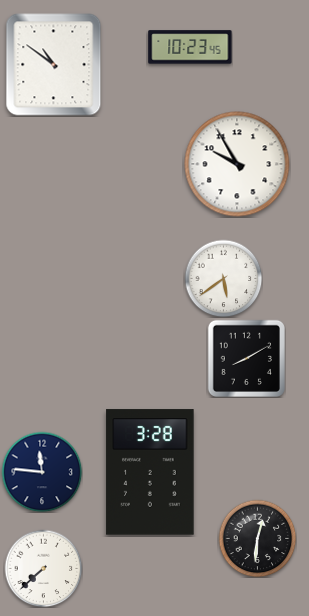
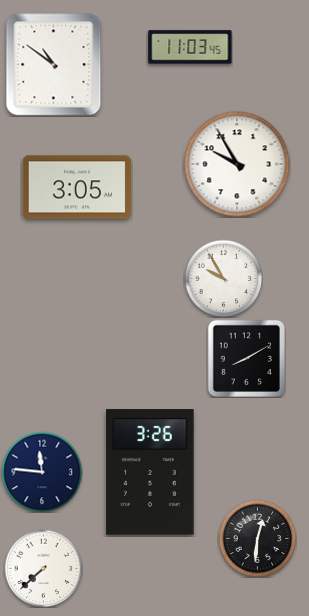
clock at (190, 47): 10:23 -> 11:03
clock at (77, 187): none -> 3:05
clock at (223, 278): 5:39 -> 9:55
clock at (150, 472): 3:28 -> 3:26
